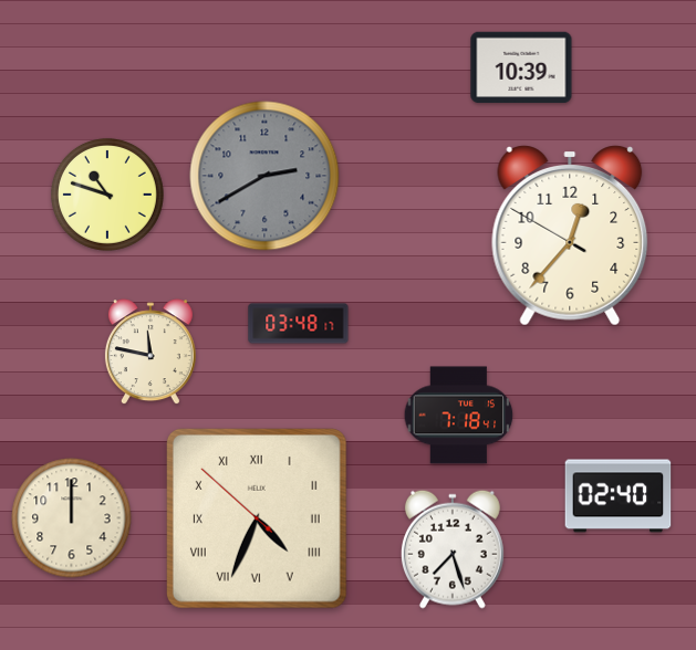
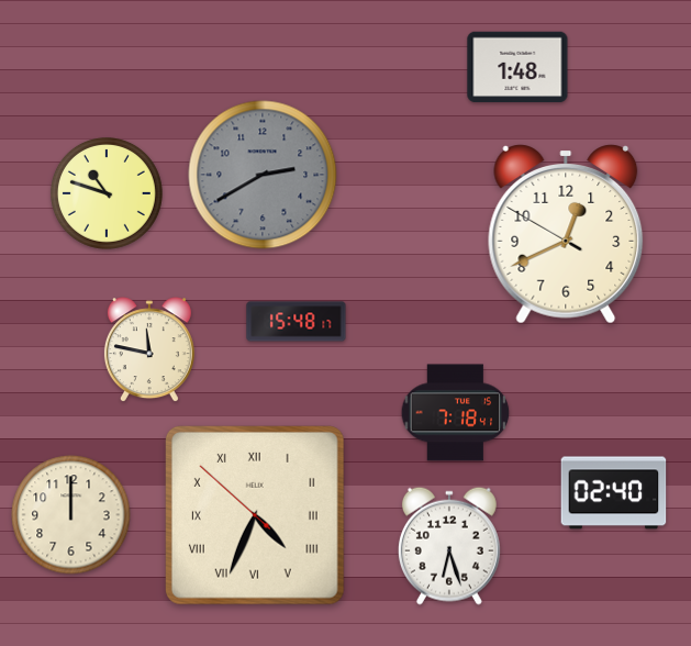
clock at (521, 67): 10:39 -> 1:48
clock at (570, 235): 12:36 -> 12:40
clock at (299, 324): 03:48 -> 15:48
clock at (453, 549): 7:27 -> 6:27
